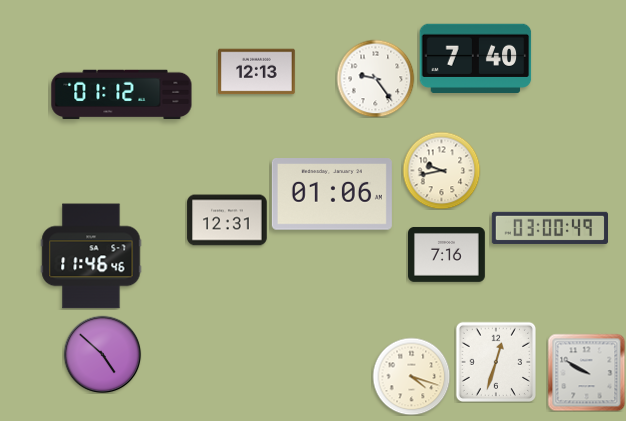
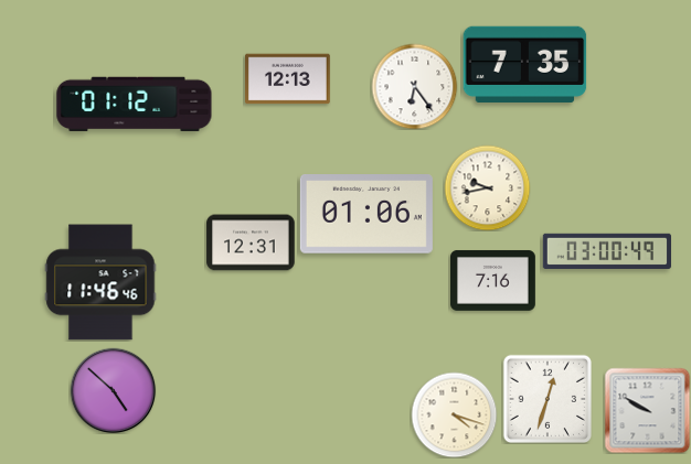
clock at (476, 58): 7:40 -> 7:35
clock at (257, 72) position: (257, 72) -> (288, 79)
clock at (375, 78): 9:24 -> 6:24
